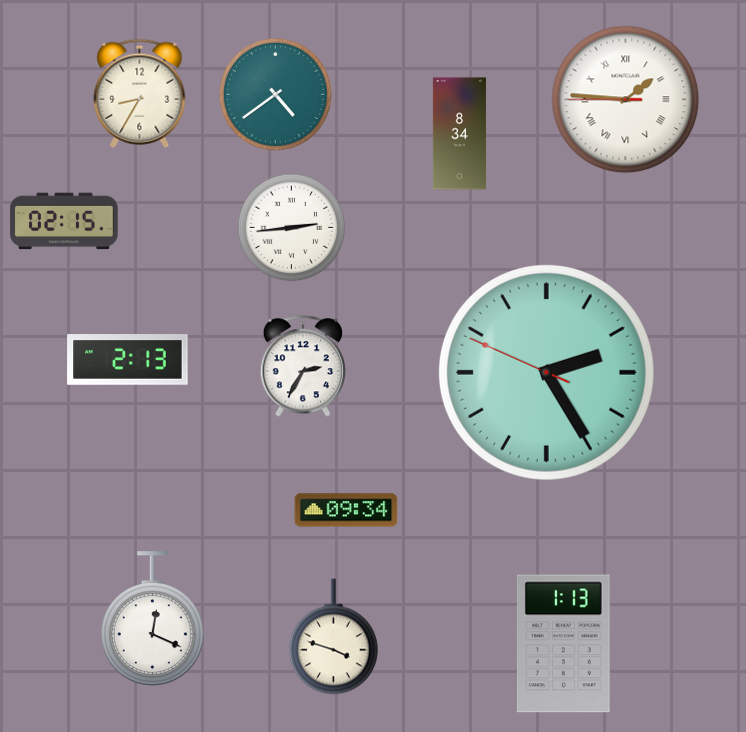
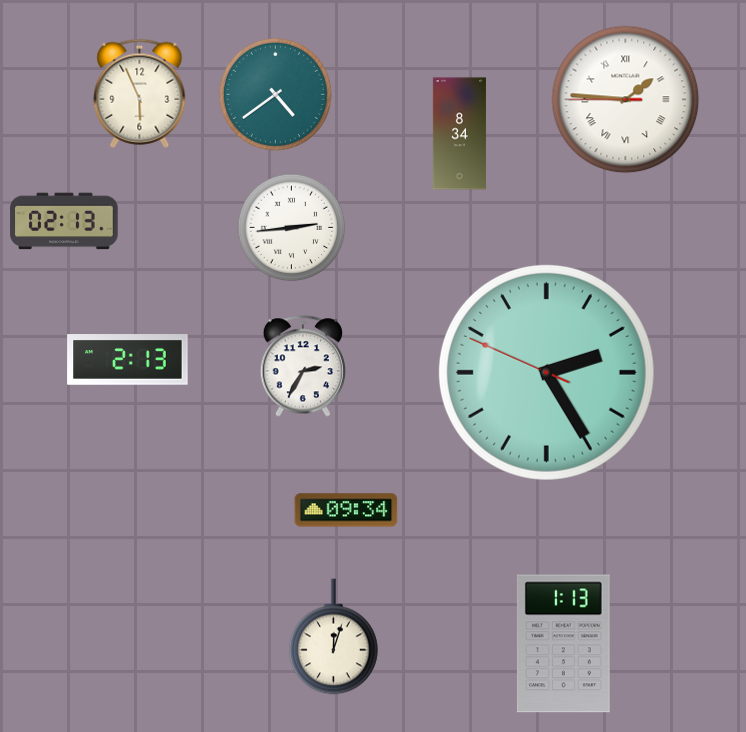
clock at (140, 93): 8:35 -> 5:56
clock at (64, 221): 02:15 -> 02:13
clock at (152, 619): 12:19 -> none
clock at (334, 637): 3:48 -> 12:03
